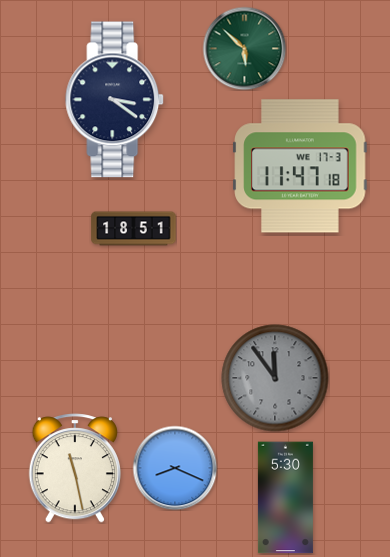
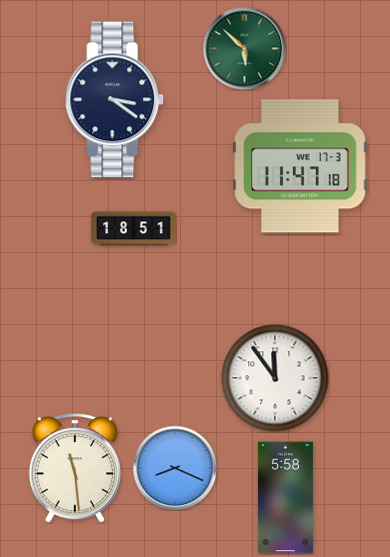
clock at (275, 378) dial: grey -> white
clock at (75, 468): 11:28 -> 11:29
clock at (285, 498): 5:30 -> 5:58
